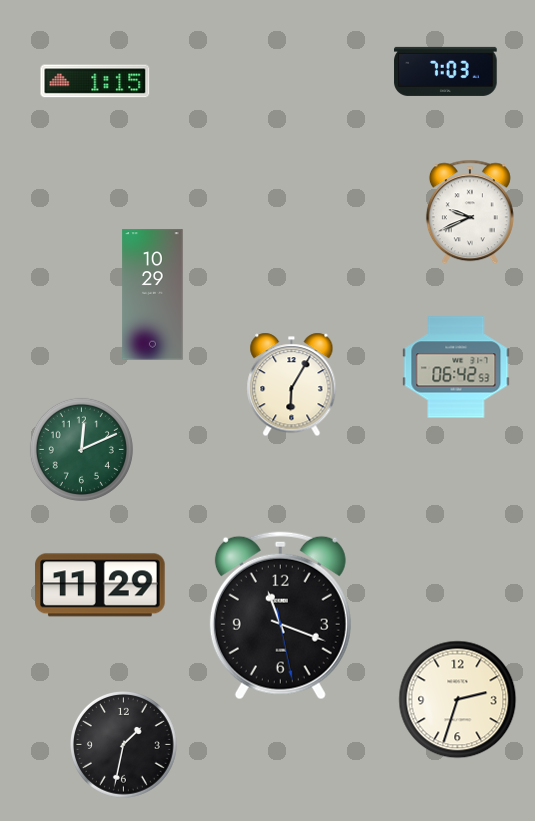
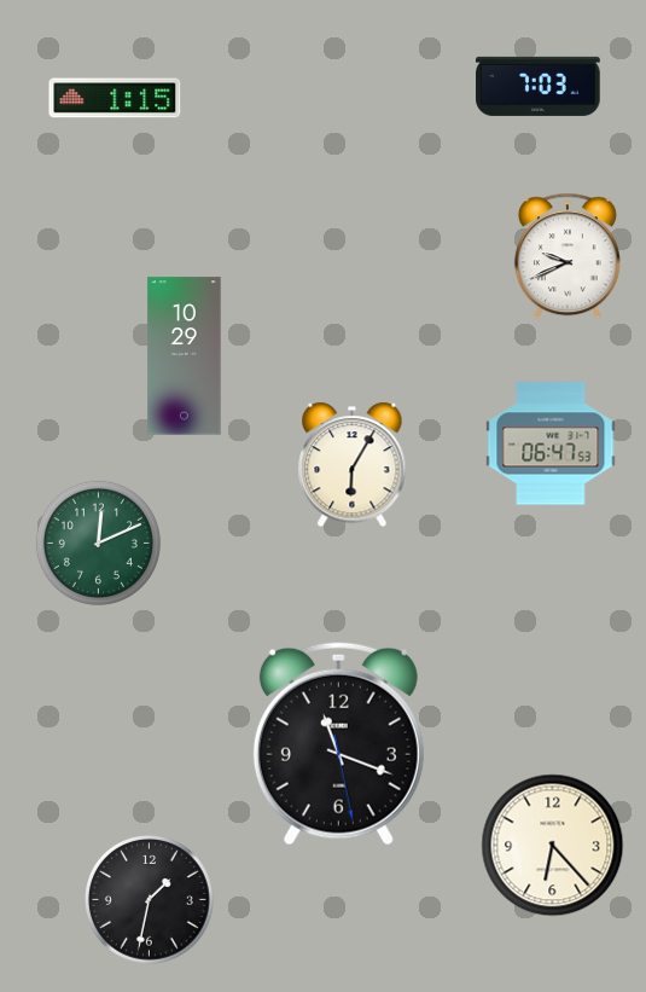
clock at (456, 367): 06:42 -> 06:47
clock at (100, 585): 11:29 -> none
clock at (458, 700): 2:33 -> 6:23
